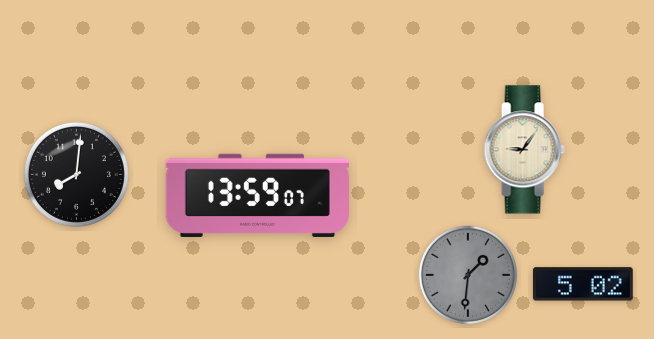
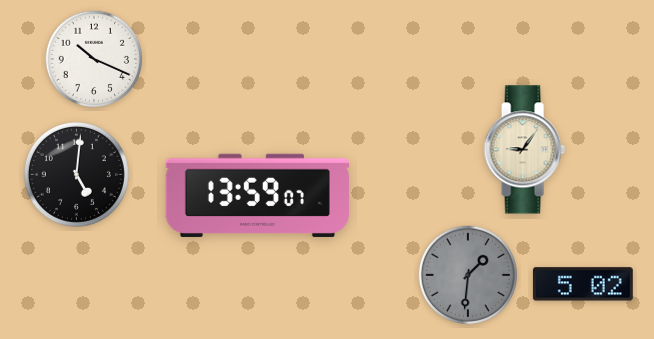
clock at (94, 59): none -> 10:19
clock at (76, 174): 8:01 -> 5:01
